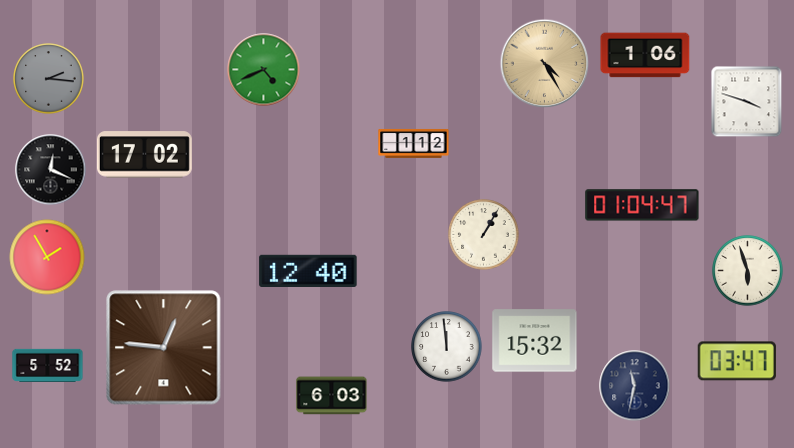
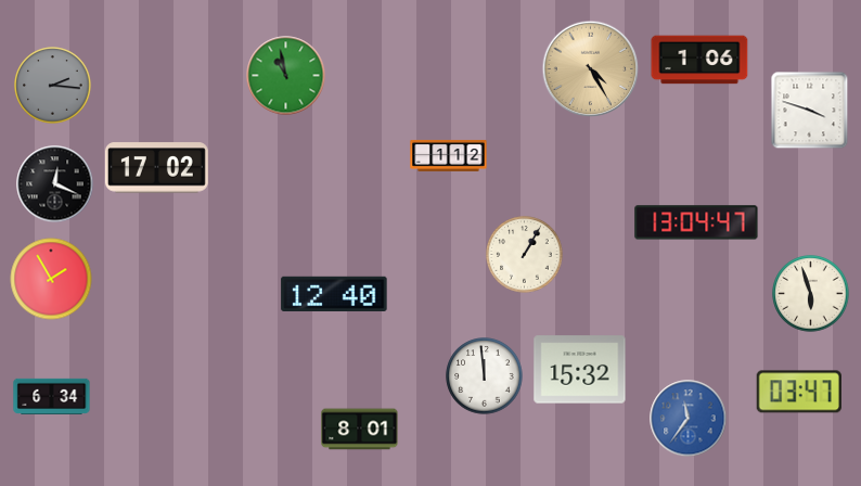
clock at (264, 70): 4:41 -> 10:58
clock at (642, 205): 01:04 -> 13:04
clock at (164, 348): 12:46 -> none
clock at (48, 365): 5:52 -> 6:34
clock at (635, 386): 11:32 -> 11:36
clock at (635, 386) dial: navy -> blue
clock at (332, 396): 6:03 -> 8:01
